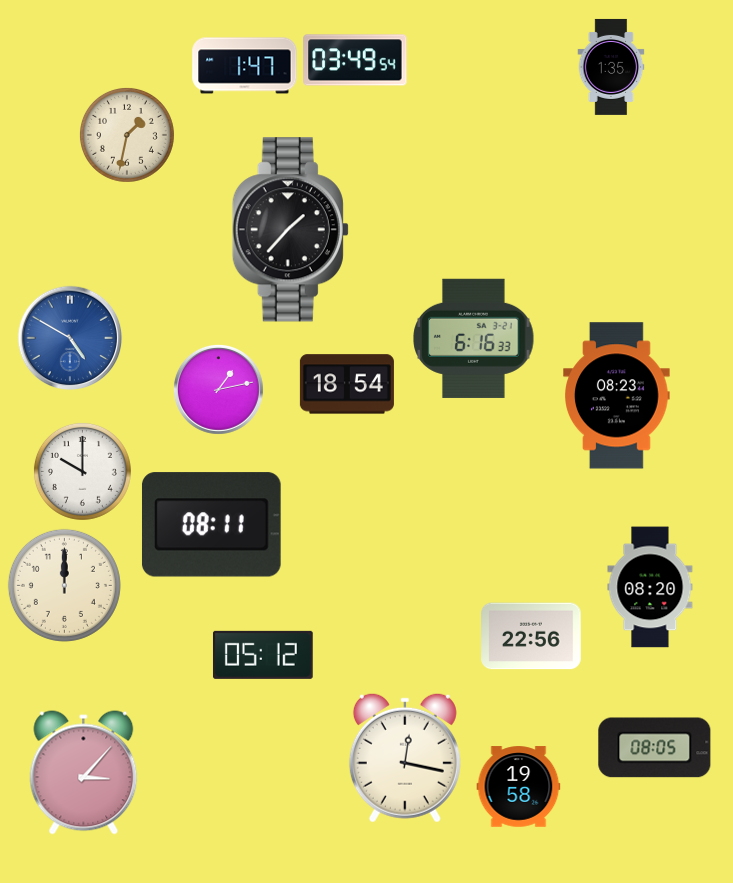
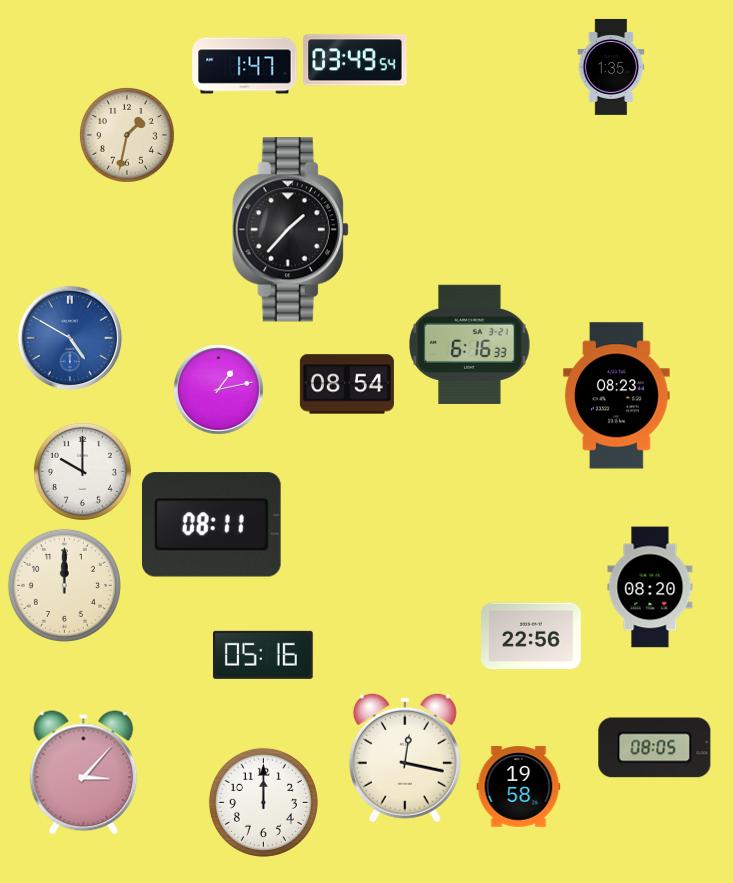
clock at (474, 338) position: (474, 338) -> (470, 344)
clock at (347, 384): 18:54 -> 08:54
clock at (263, 655): 05:12 -> 05:16
clock at (263, 802): none -> 12:00
